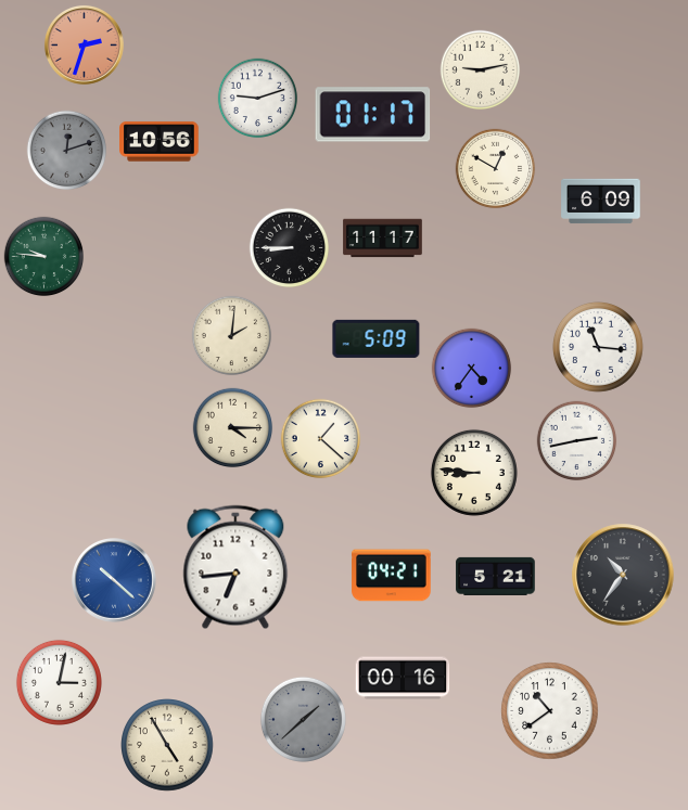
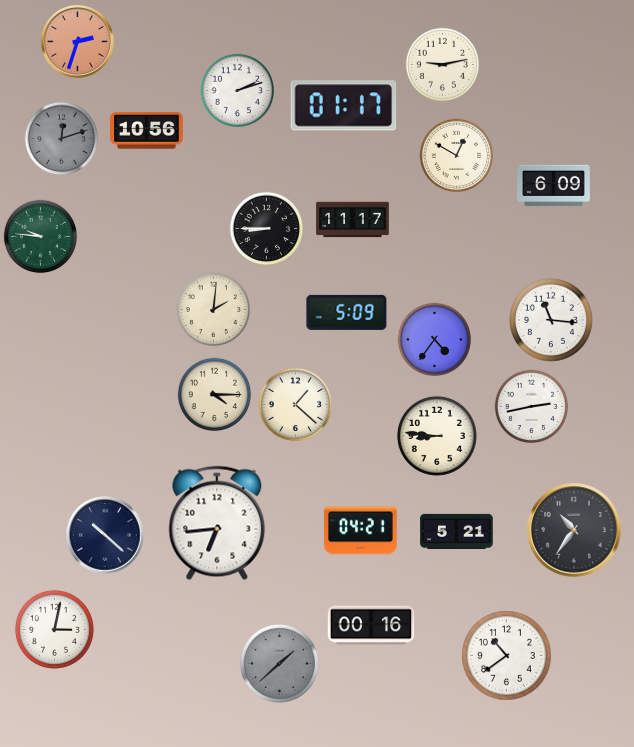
clock at (258, 99): 9:12 -> 2:12
clock at (115, 581) dial: blue -> navy
clock at (168, 746): 4:55 -> none
